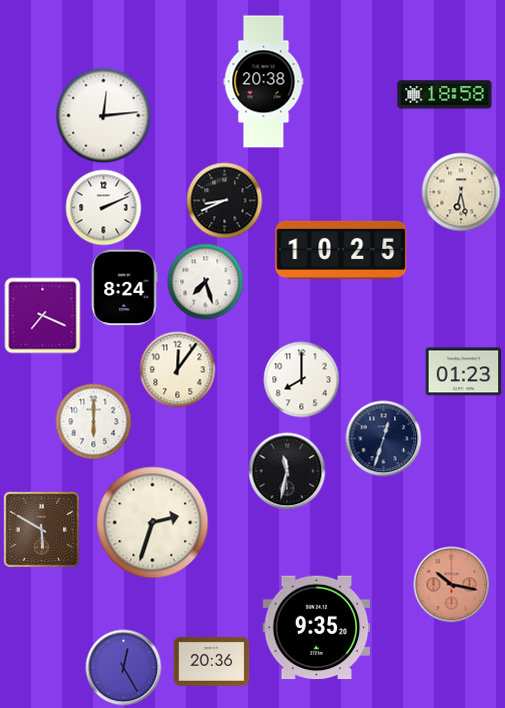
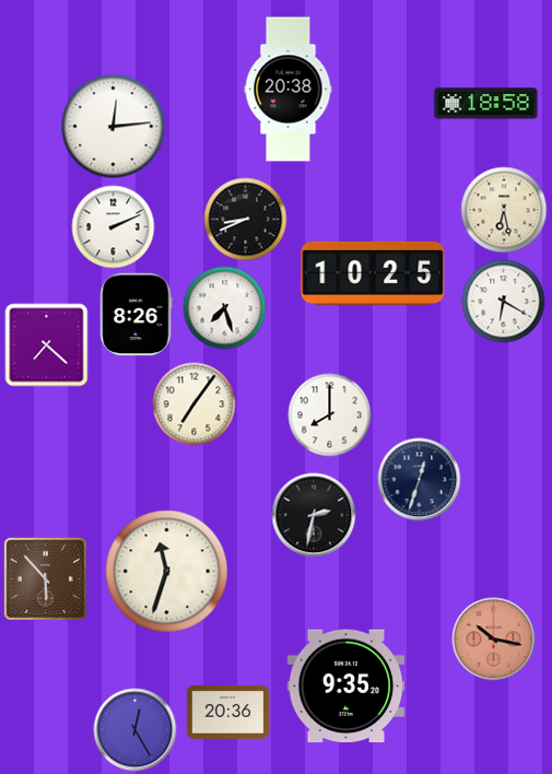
clock at (504, 302): none -> 6:20
clock at (125, 288): 8:24 -> 8:26
clock at (43, 316): 7:19 -> 7:22
clock at (178, 370): 12:06 -> 7:06
clock at (464, 372): 01:23 -> none
clock at (94, 422): 6:00 -> none
clock at (287, 471): 11:32 -> 2:32
clock at (153, 523): 2:33 -> 11:33
clock at (41, 529): 5:50 -> 5:53
clock at (212, 661) position: (212, 661) -> (228, 712)
